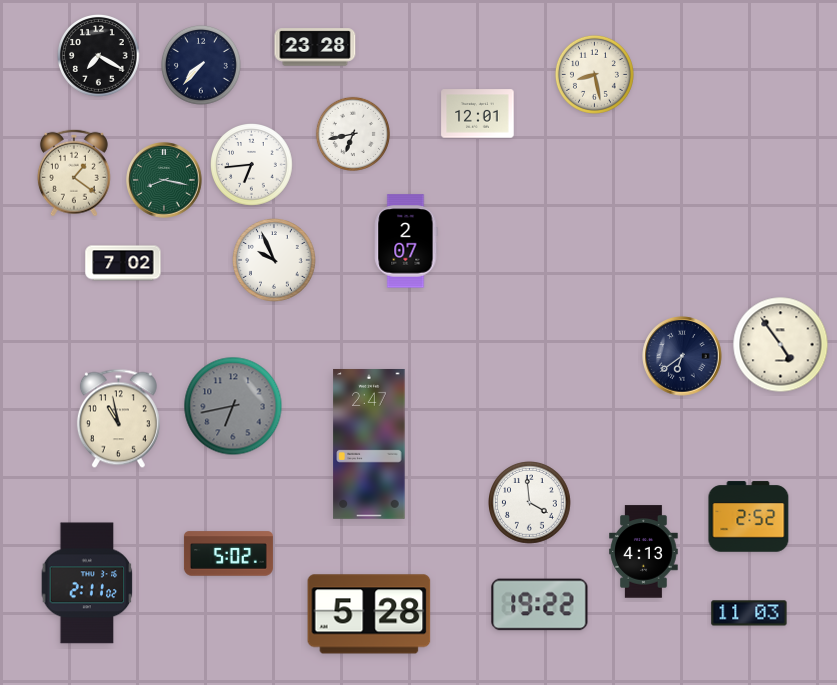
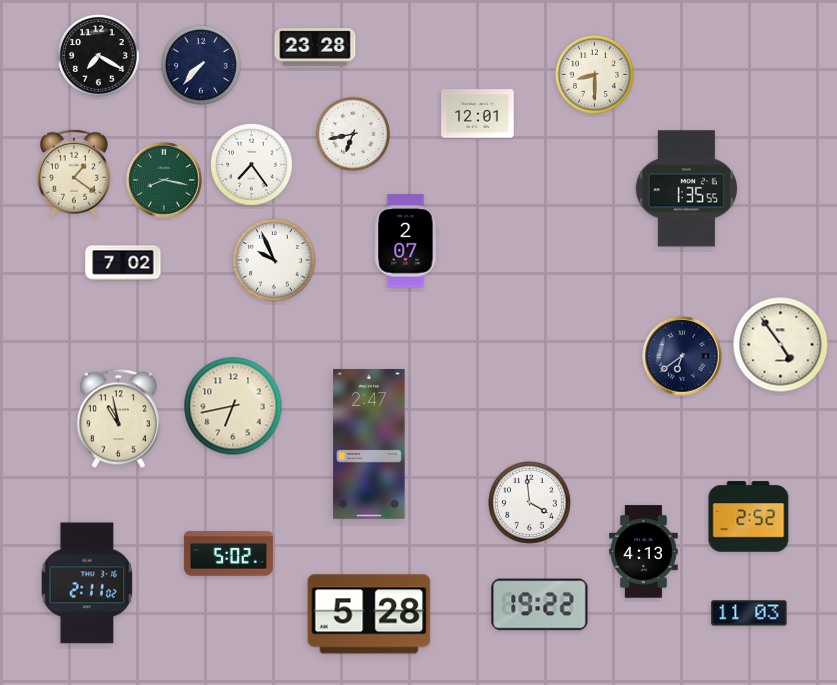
clock at (594, 74): 8:28 -> 8:30
clock at (252, 165): 6:44 -> 7:24
clock at (687, 189): none -> 1:35
clock at (233, 406) dial: grey -> cream
